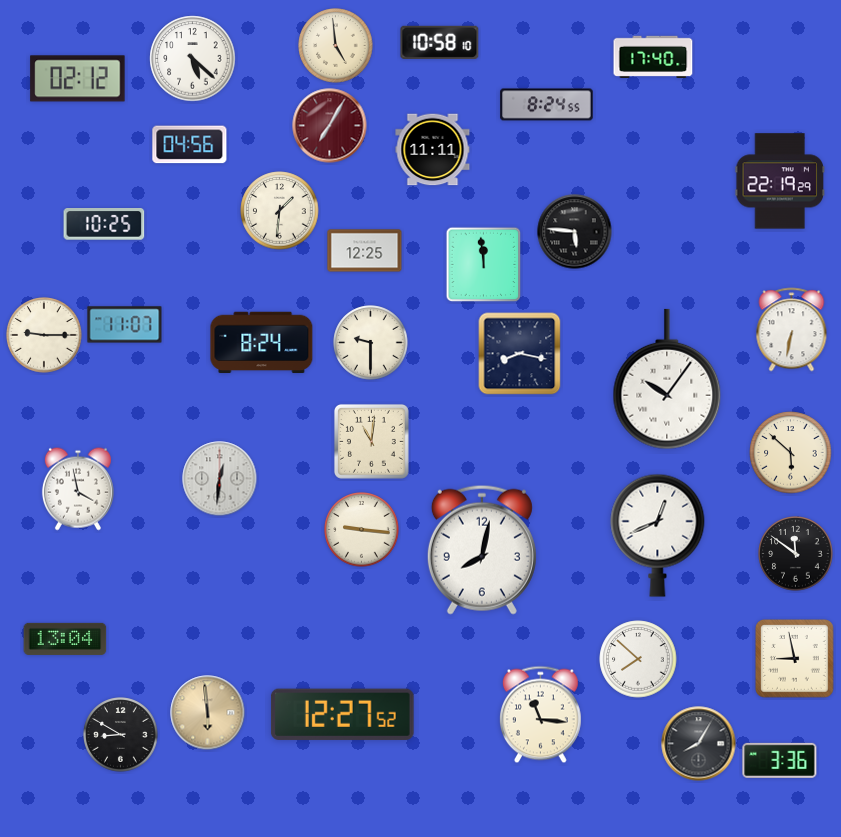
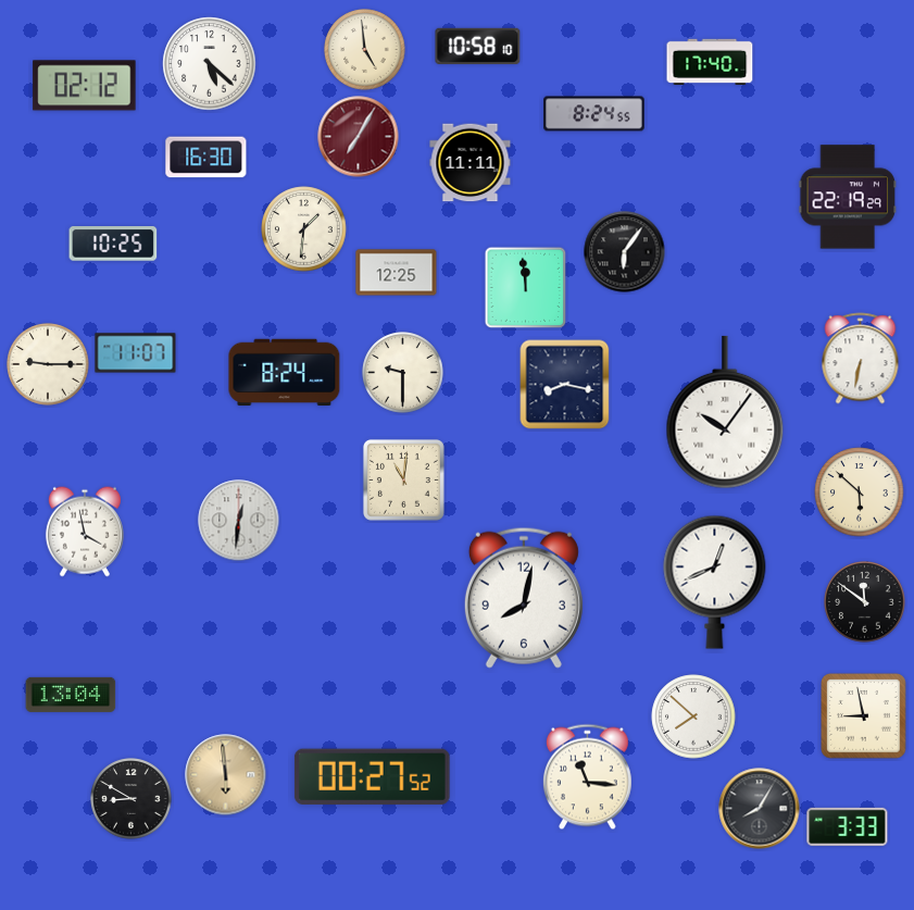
clock at (190, 145): 04:56 -> 16:30
clock at (575, 232): 5:46 -> 6:06
clock at (362, 530): 9:16 -> none
clock at (342, 714): 12:27 -> 00:27
clock at (780, 760): 3:36 -> 3:33
